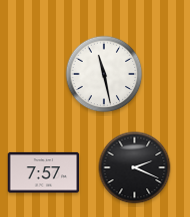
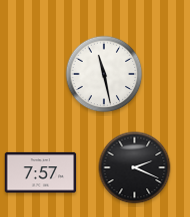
clock at (44, 173) position: (44, 173) -> (41, 173)
